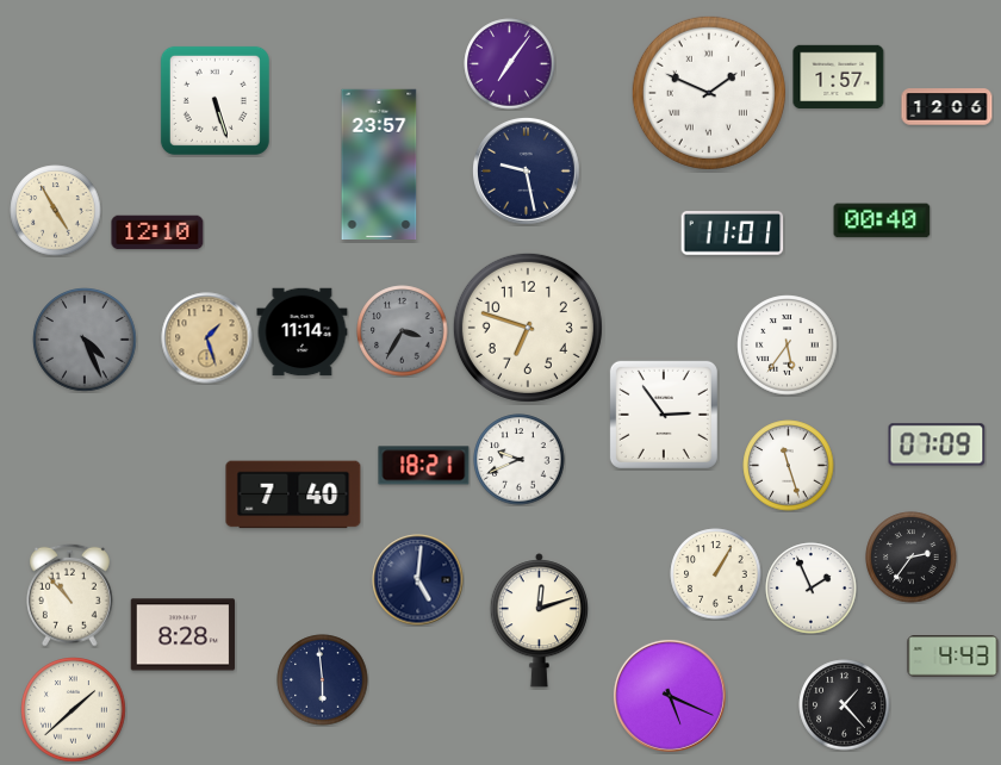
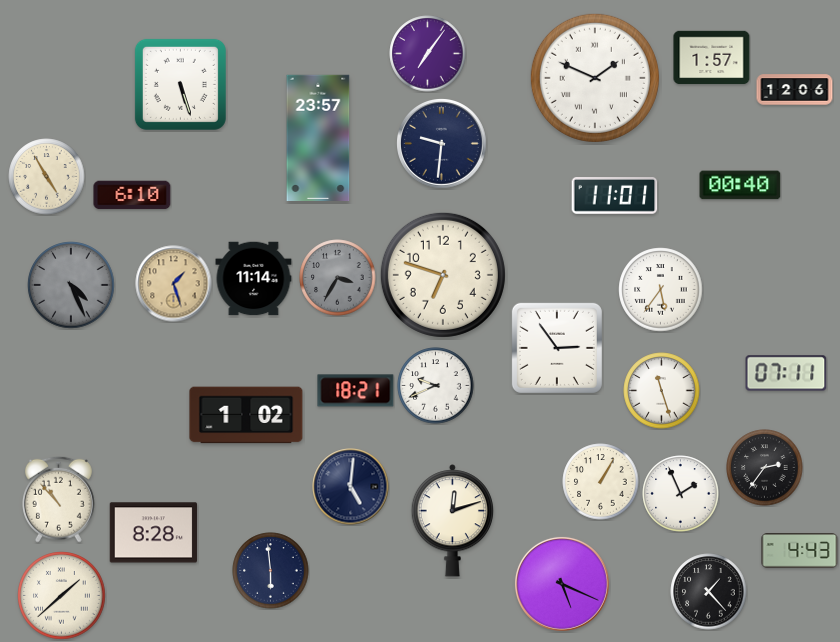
clock at (839, 77) position: (839, 77) -> (712, 58)
clock at (527, 172): 9:28 -> 9:31
clock at (157, 232): 12:10 -> 6:10
clock at (937, 444): 07:09 -> 07:11
clock at (293, 495): 7:40 -> 1:02
